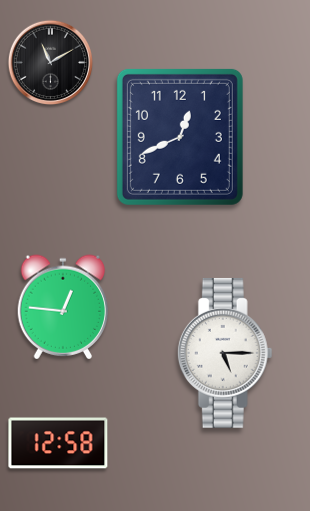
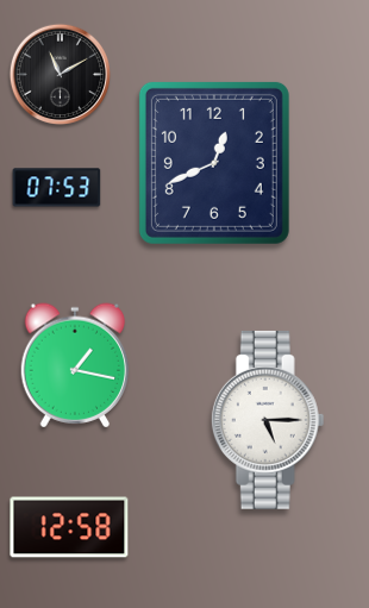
clock at (57, 188): none -> 07:53
clock at (63, 307): 12:46 -> 1:17
